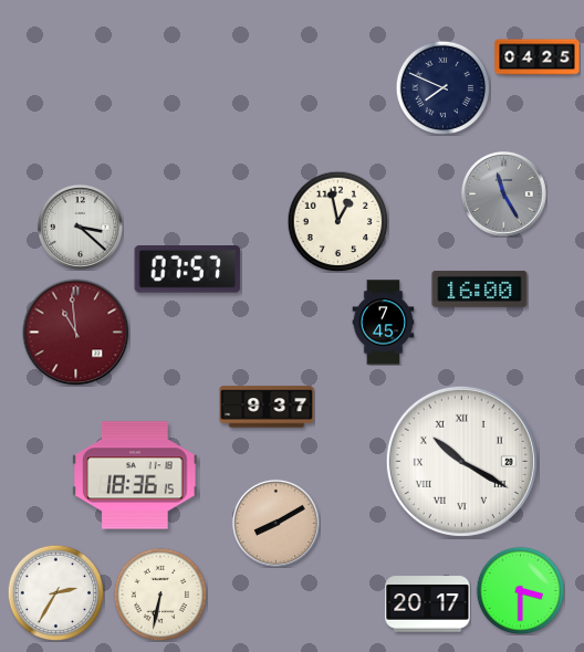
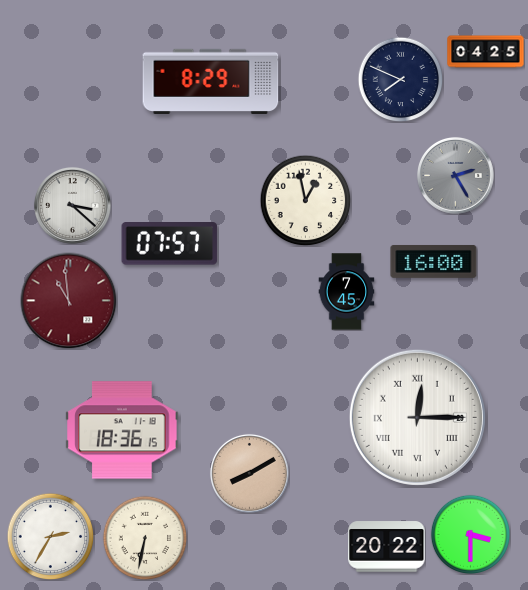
clock at (211, 81): none -> 8:29
clock at (504, 194): 11:25 -> 2:25
clock at (267, 407): 9:37 -> none
clock at (461, 461): 10:20 -> 12:15
clock at (428, 604): 20:17 -> 20:22
